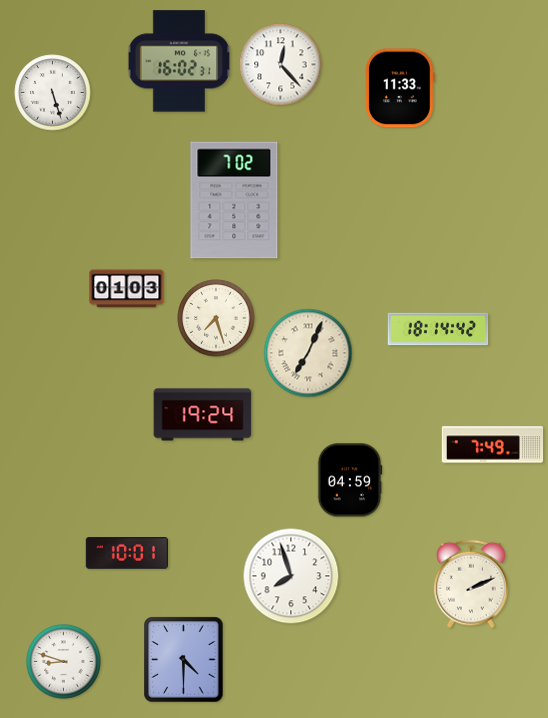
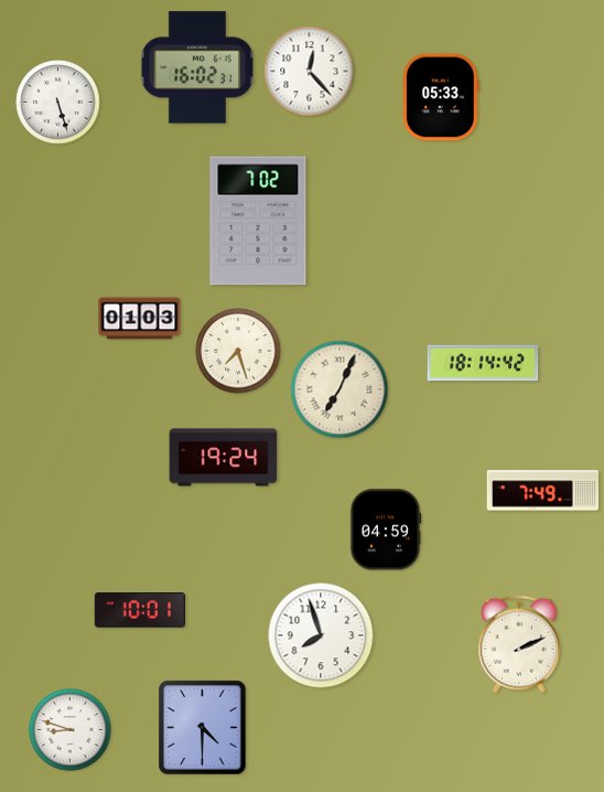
clock at (401, 88): 11:33 -> 05:33
